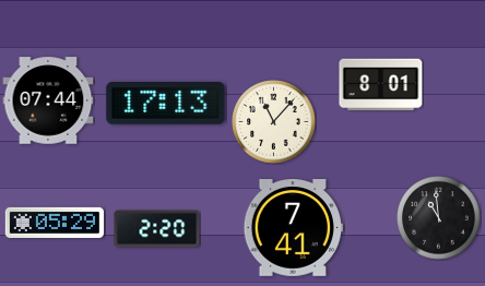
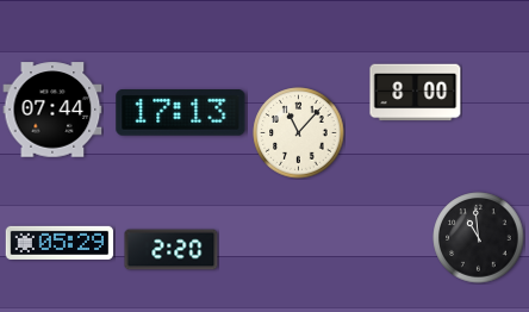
clock at (381, 85): 8:01 -> 8:00
clock at (293, 228): 7:41 -> none
